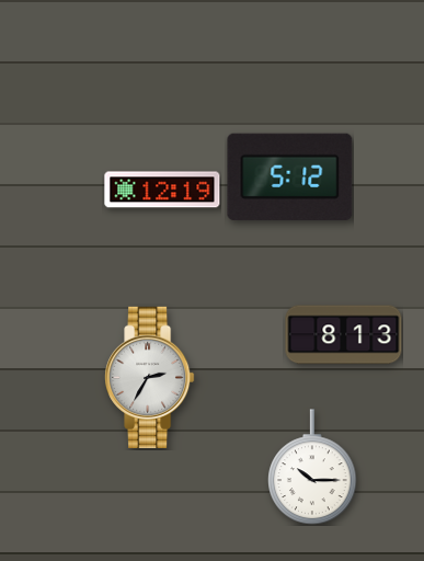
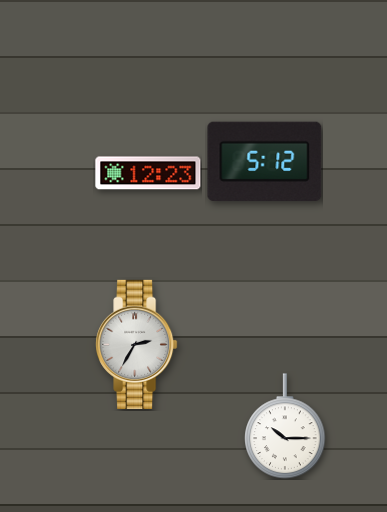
clock at (162, 190): 12:19 -> 12:23
clock at (344, 335): 8:13 -> none
